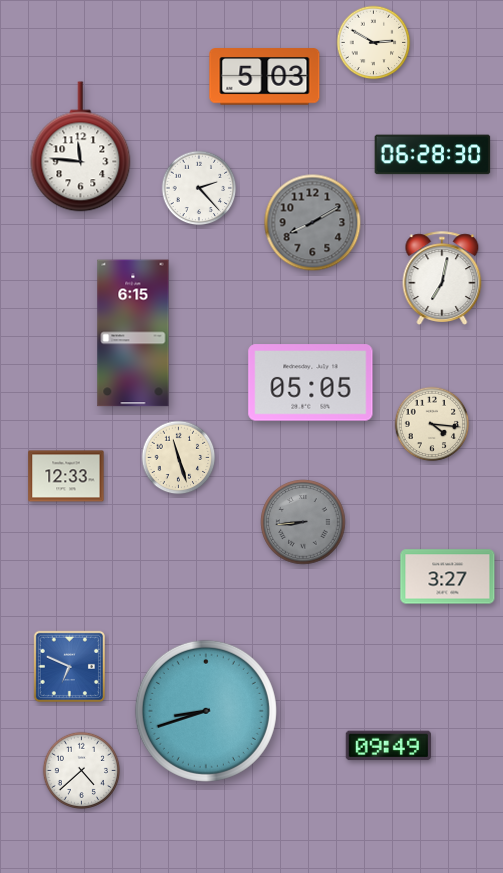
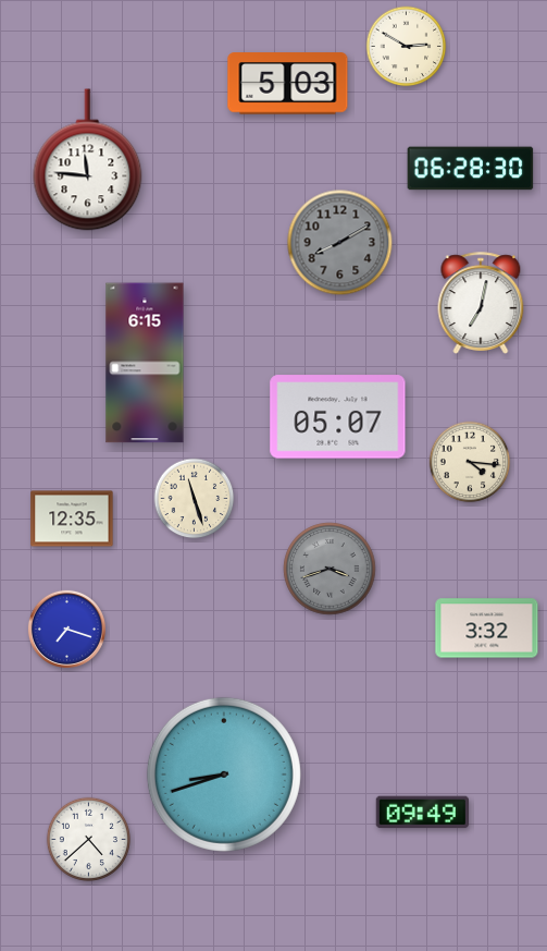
clock at (199, 188): 2:23 -> none
clock at (311, 383): 05:05 -> 05:07
clock at (66, 476): 12:33 -> 12:35
clock at (303, 522): 8:44 -> 3:42
clock at (66, 629): none -> 7:18
clock at (448, 577): 3:27 -> 3:32
clock at (69, 666): 6:49 -> none
